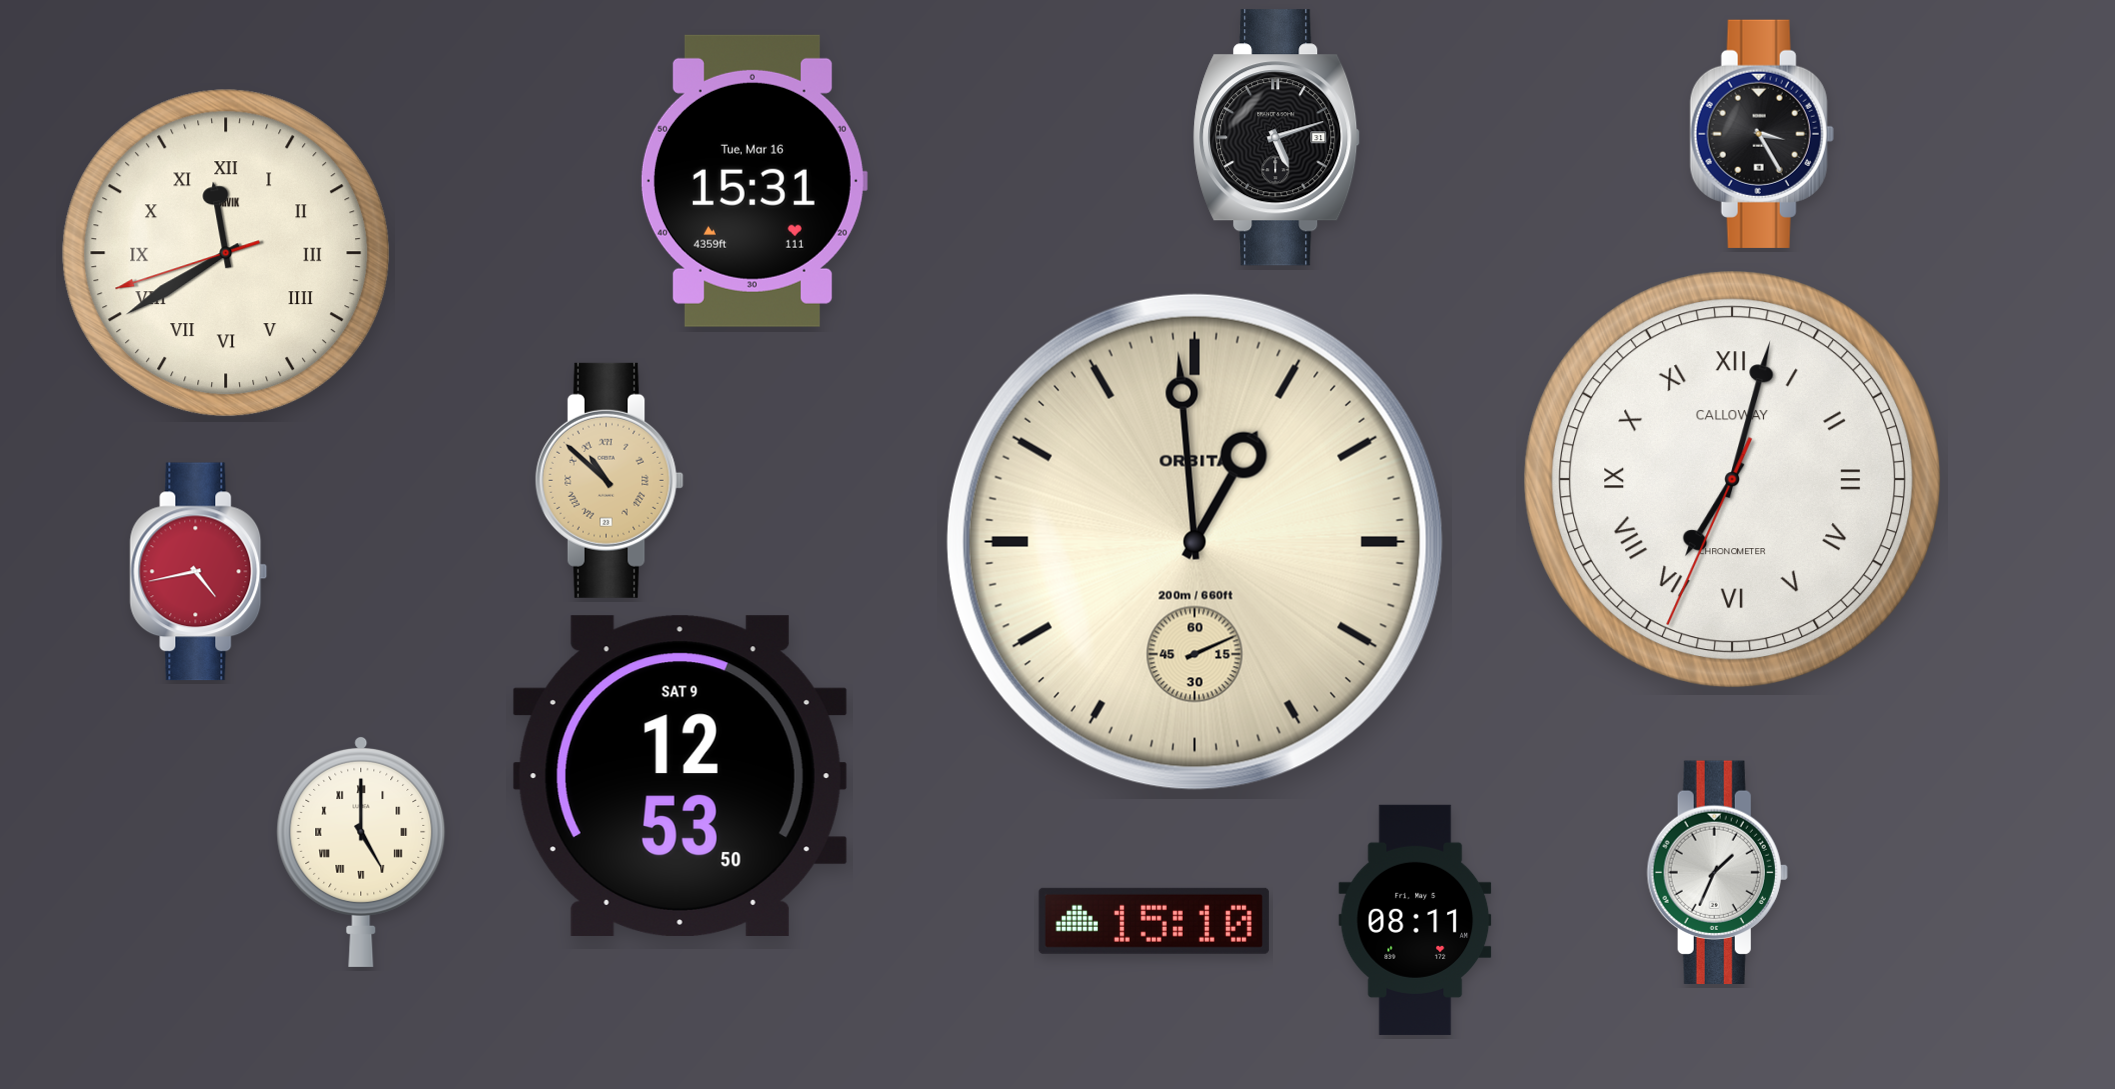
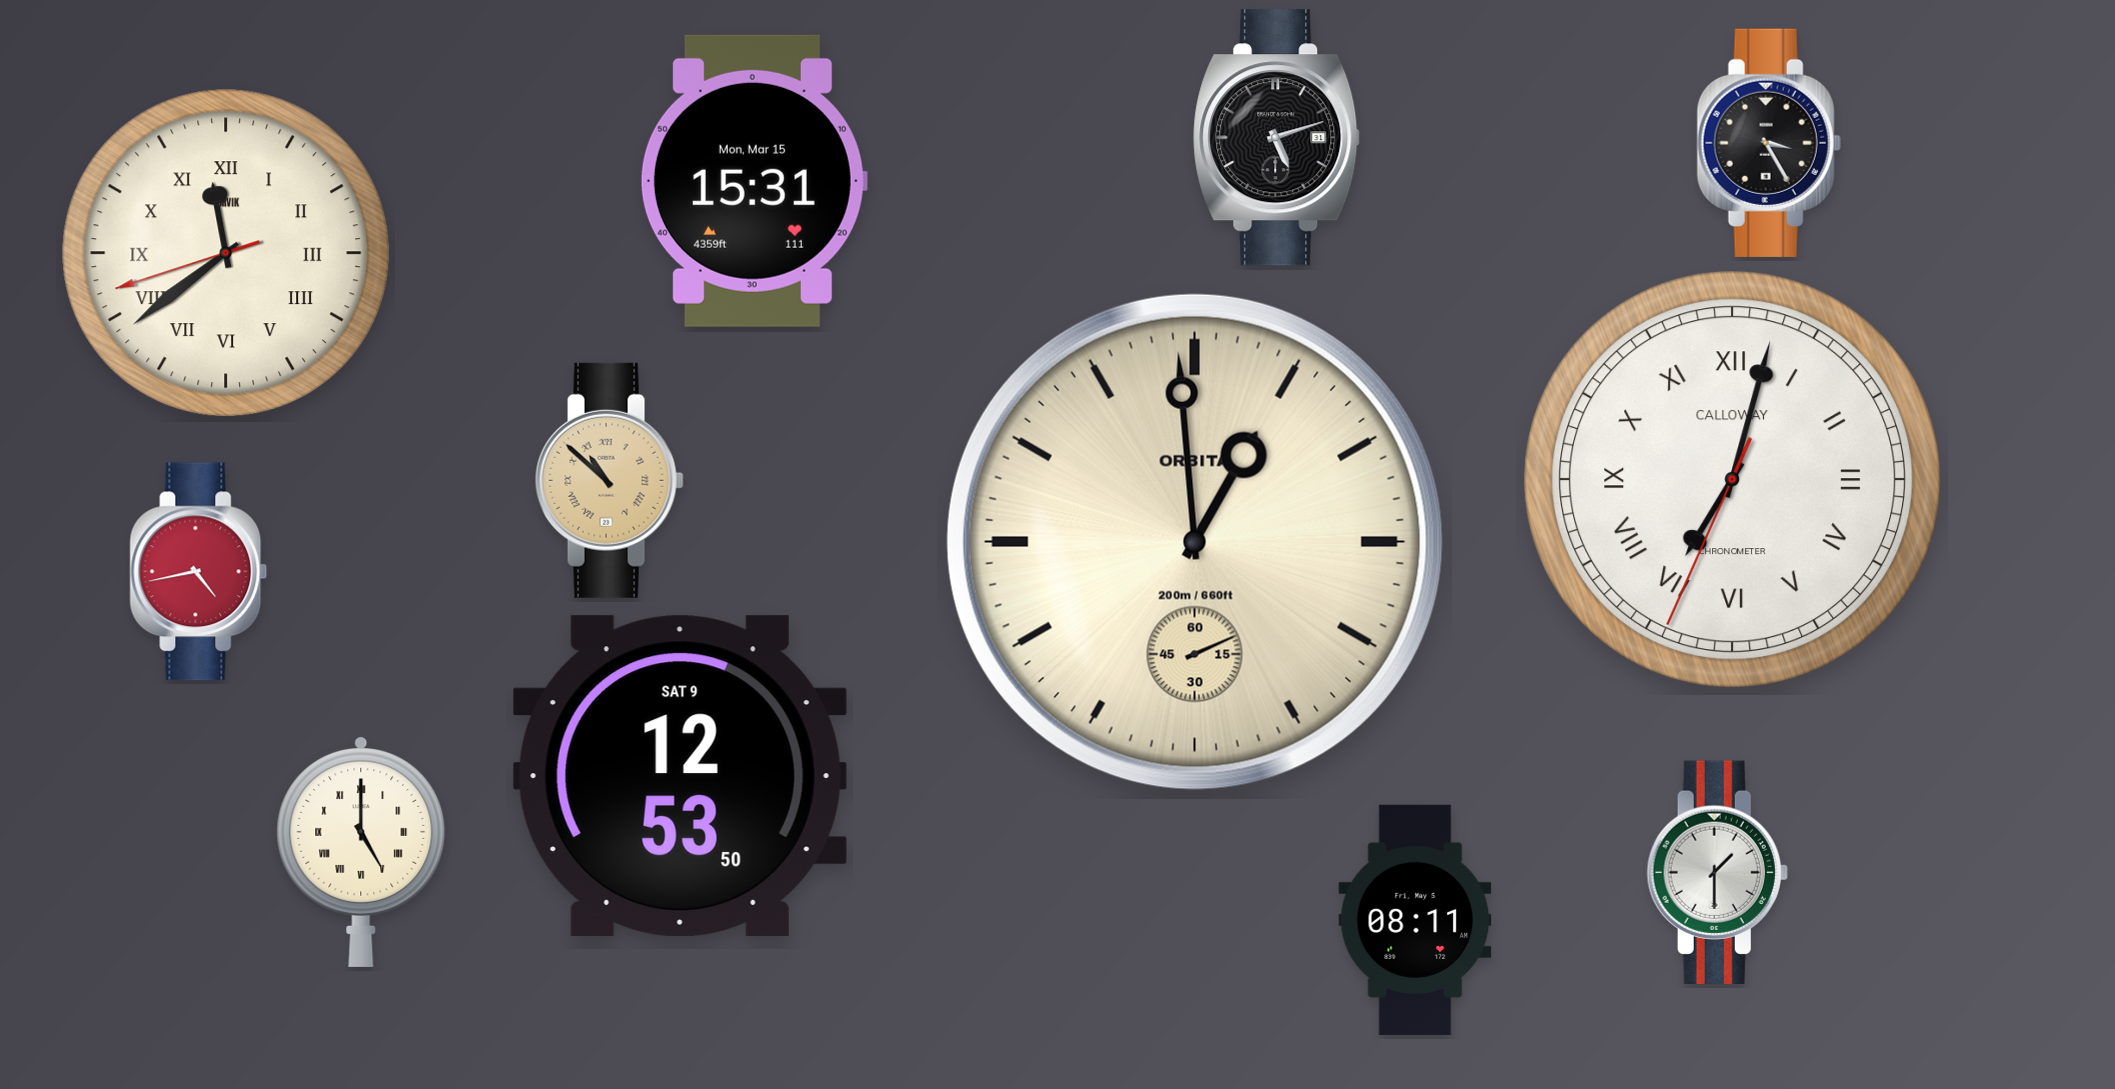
clock at (1762, 134) position: (1762, 134) -> (1769, 143)
clock at (754, 181) date: Tue, Mar 16 -> Mon, Mar 15
clock at (226, 253): 11:39 -> 11:38
clock at (1717, 872): 1:34 -> 1:30
clock at (1154, 921): 15:10 -> none
